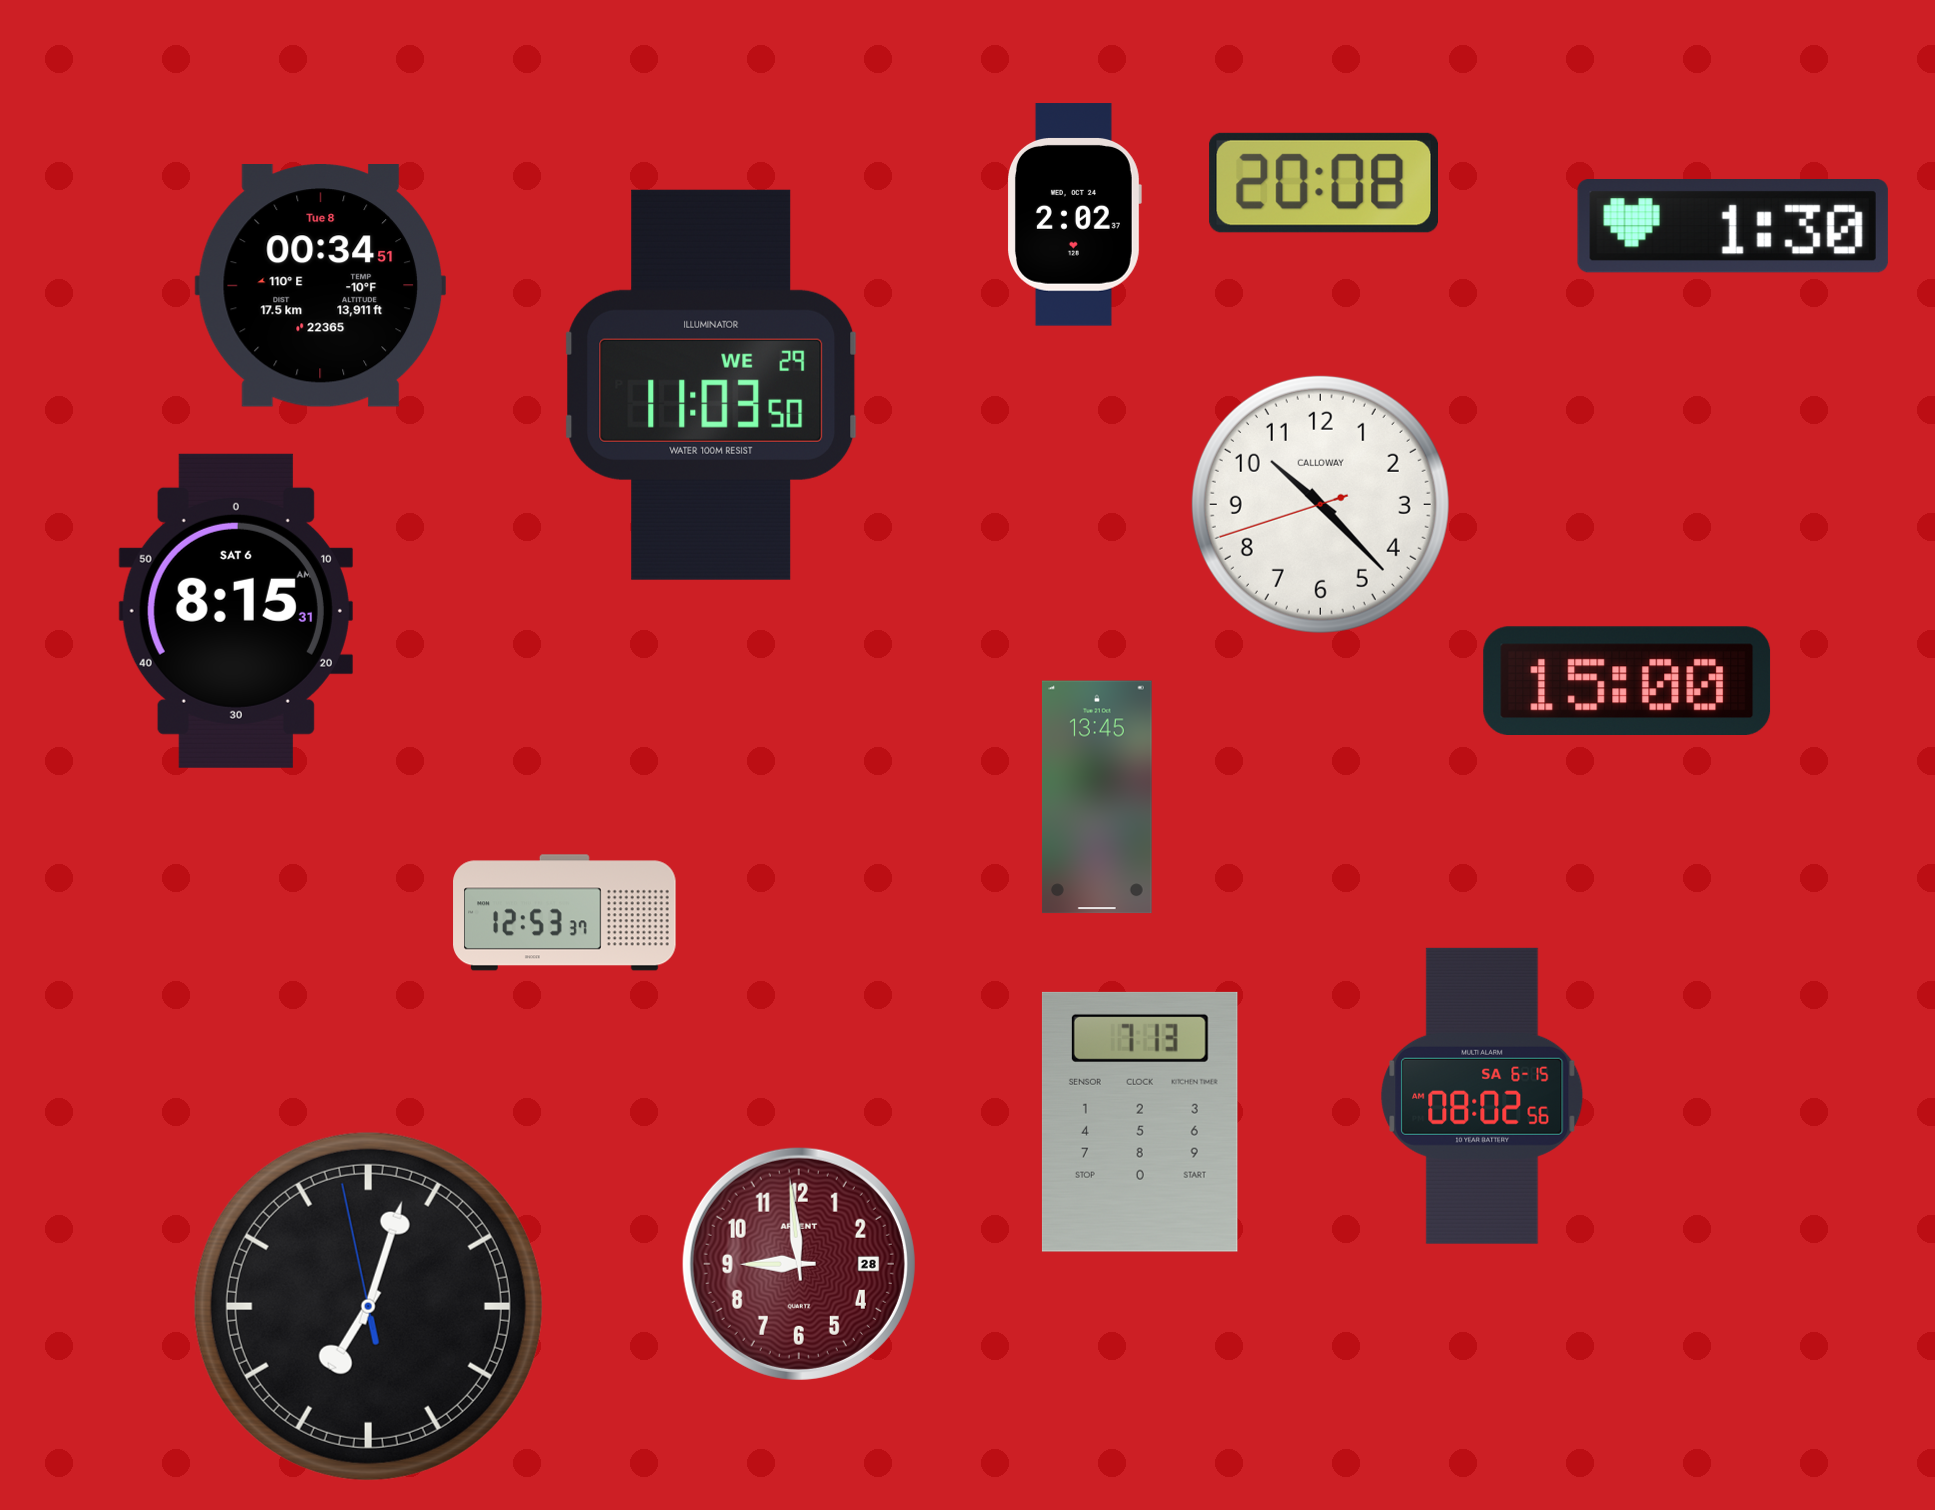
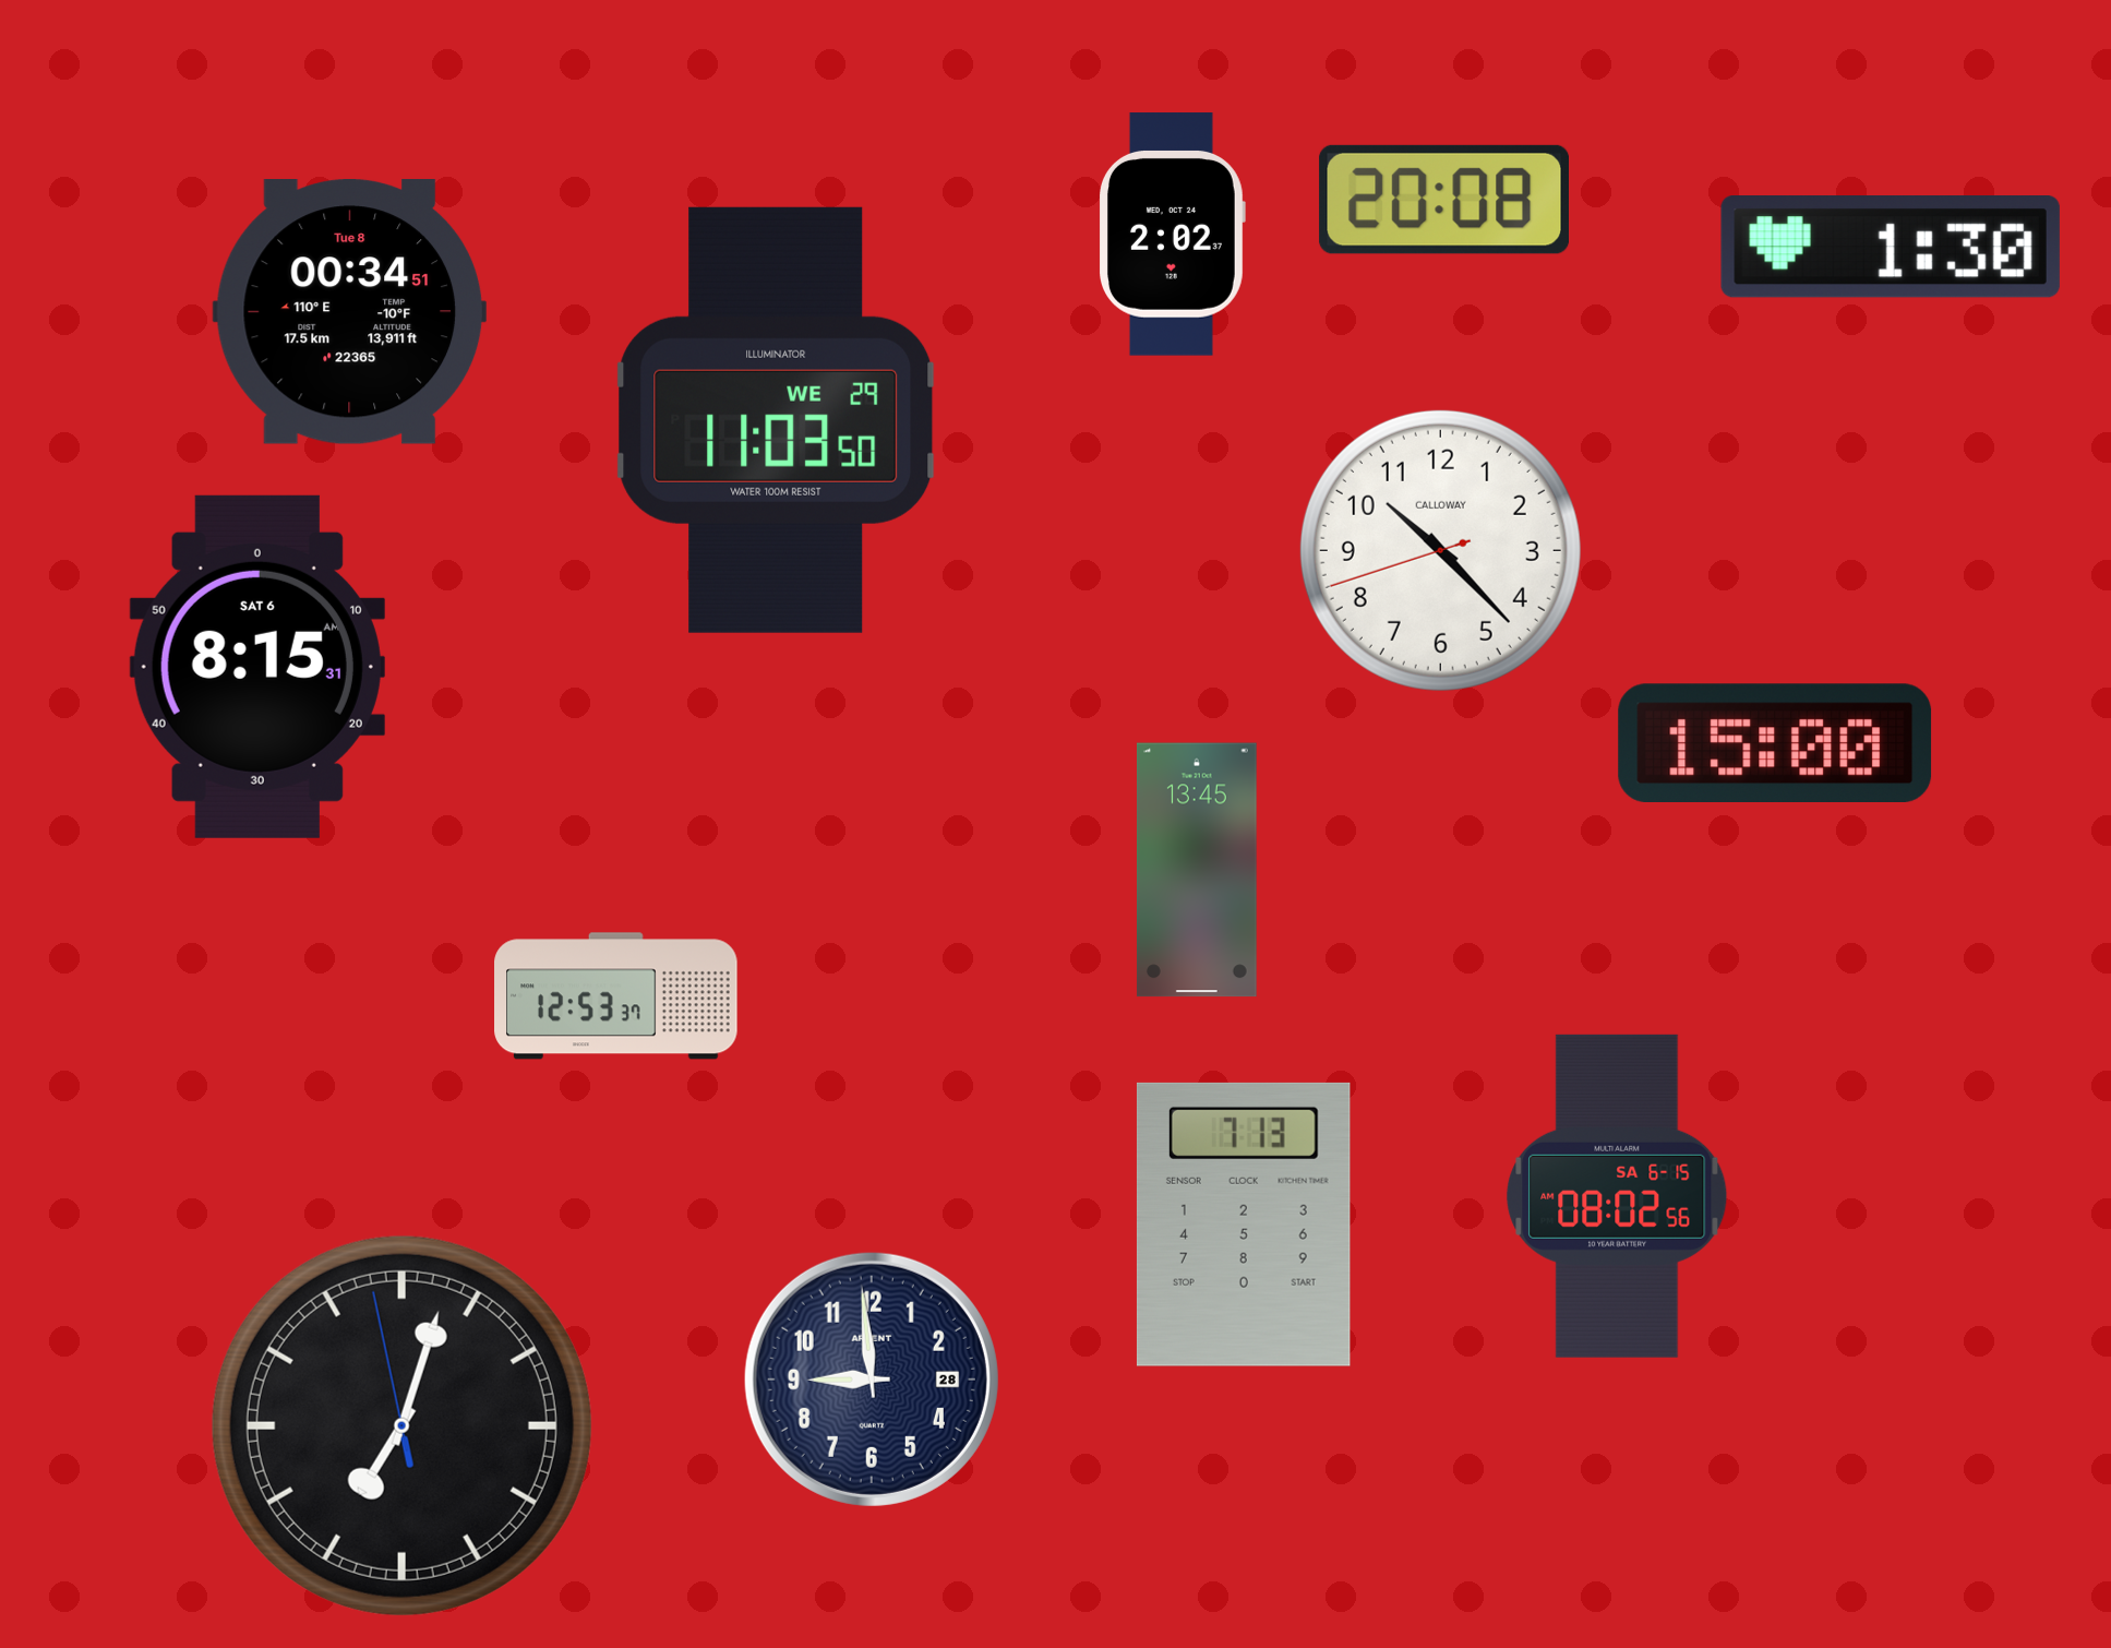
clock at (799, 1264) dial: burgundy -> navy
